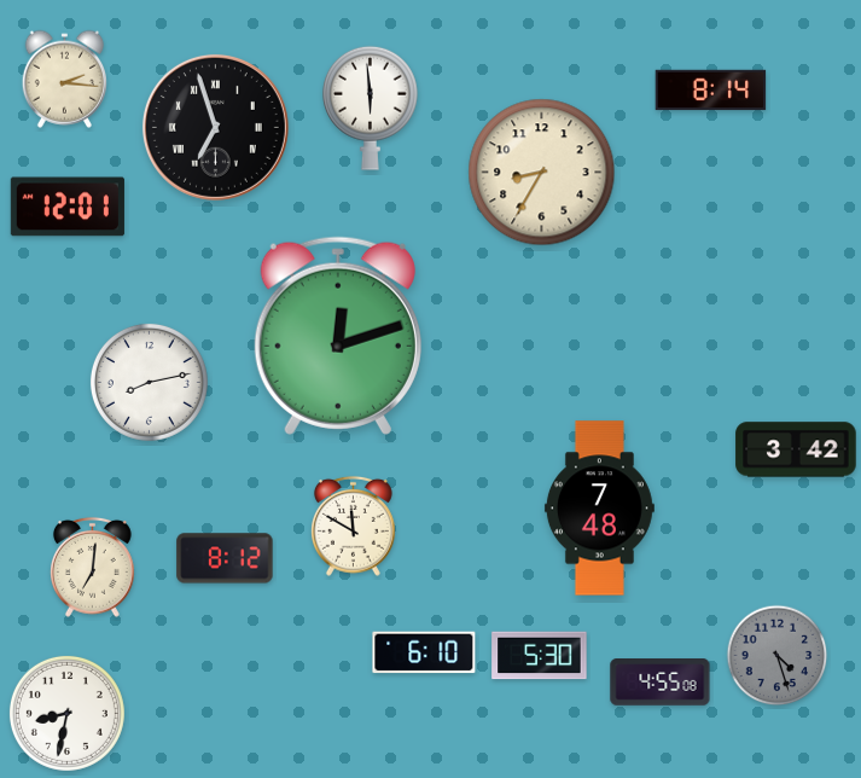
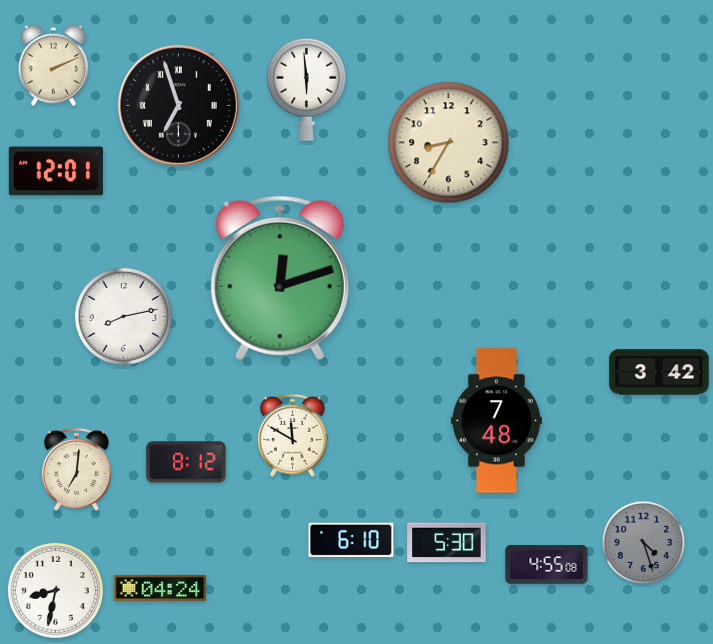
clock at (64, 79): 2:16 -> 2:11
clock at (711, 91): 8:14 -> none
clock at (160, 588): none -> 04:24
